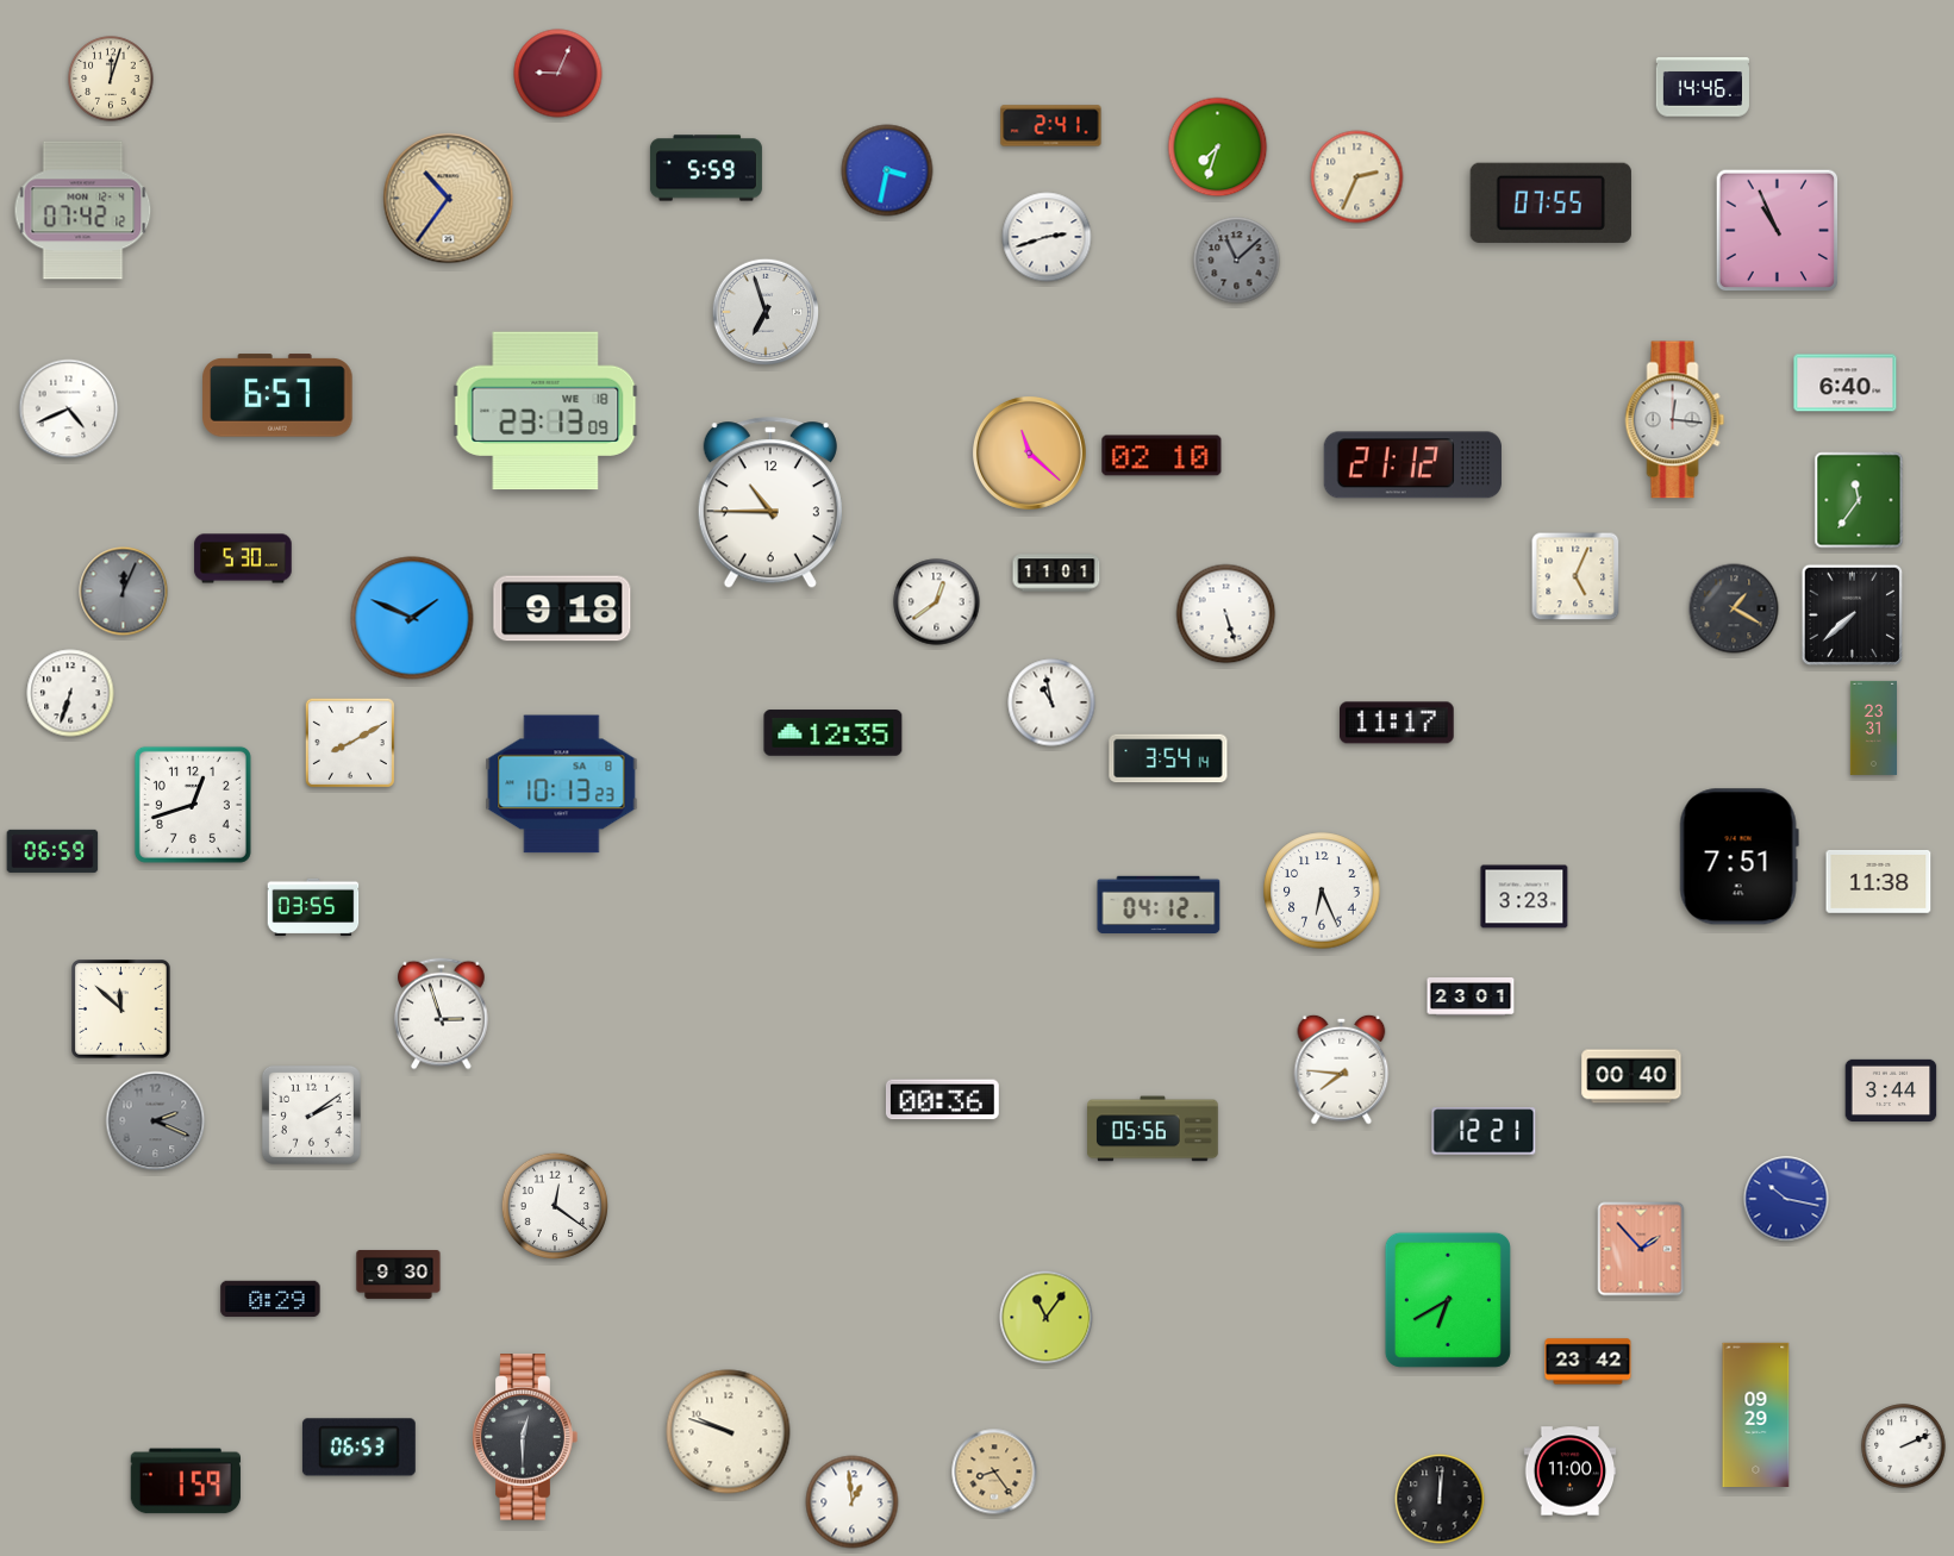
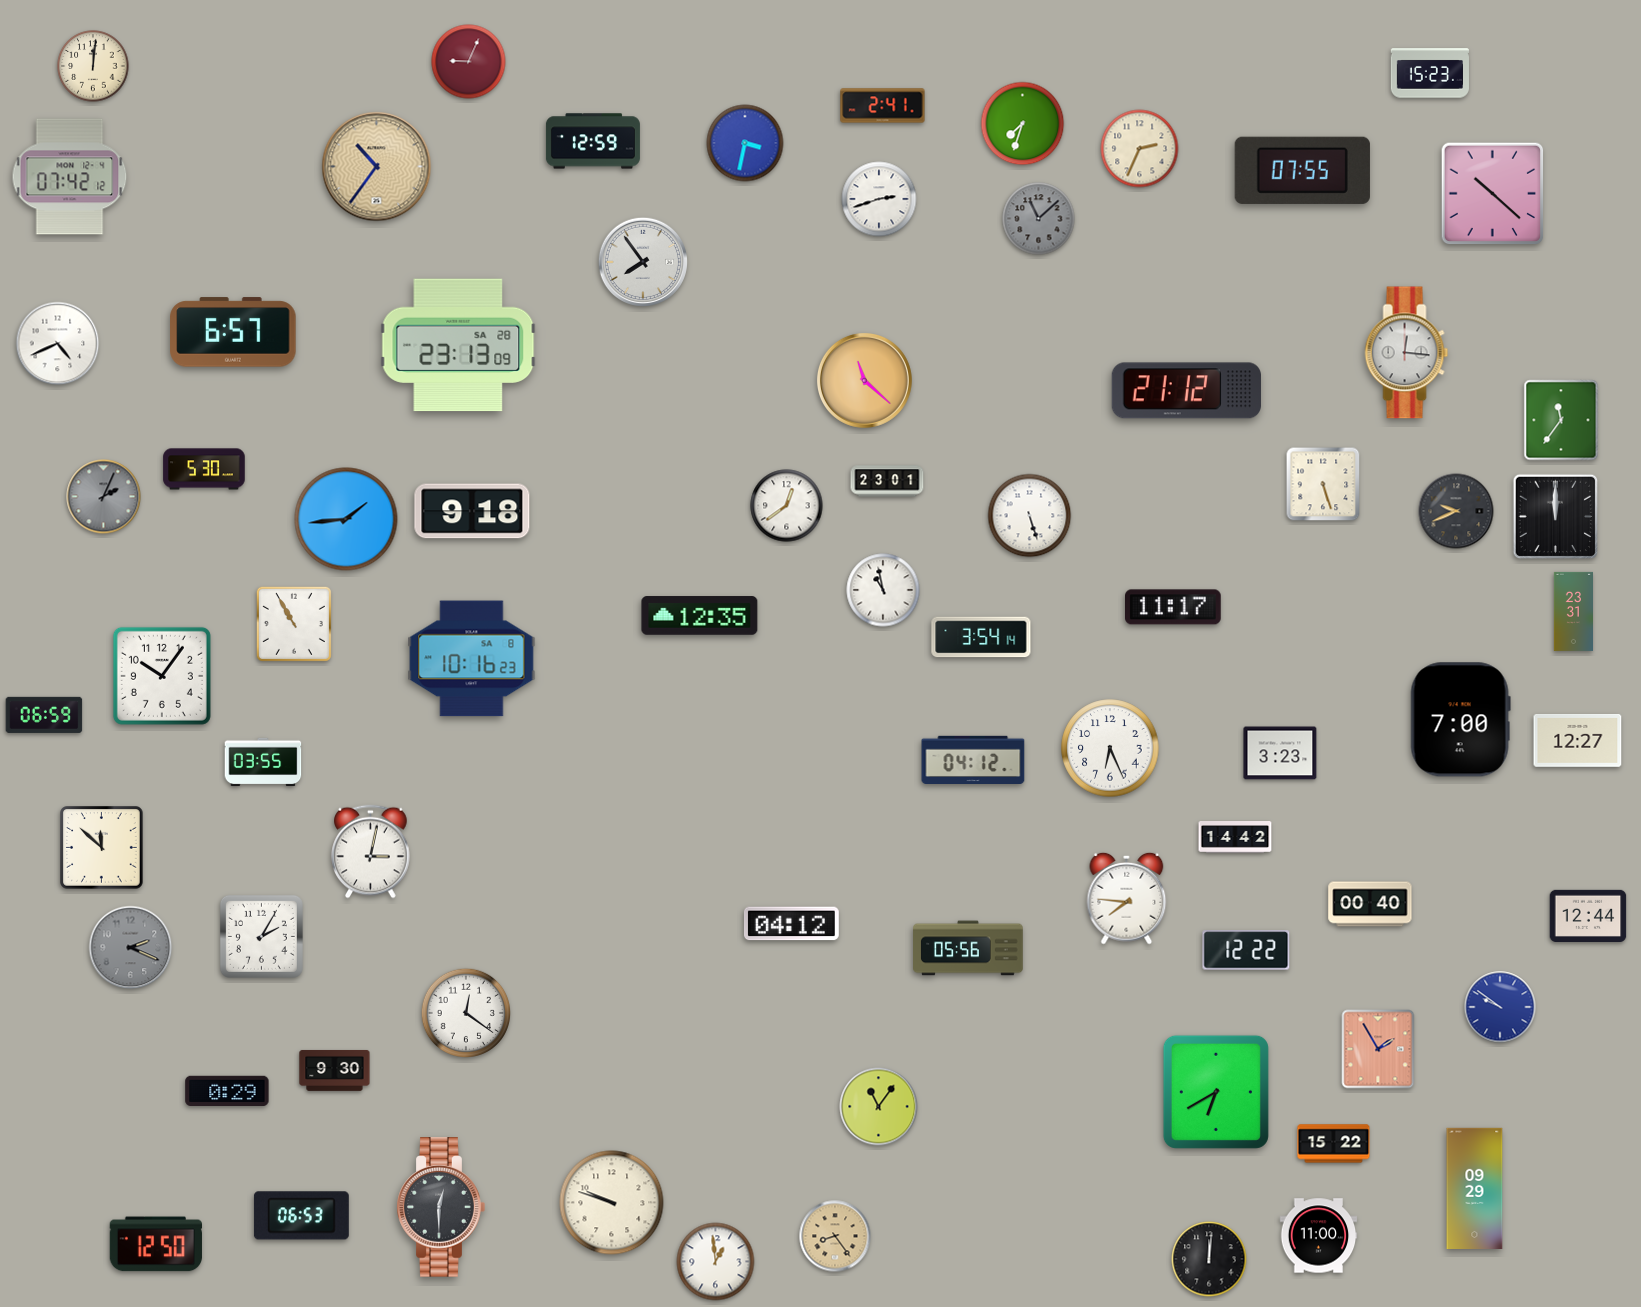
clock at (111, 79): 12:03 -> 12:01
clock at (1703, 87): 14:46 -> 15:23
clock at (706, 168): 5:59 -> 12:59
clock at (1778, 231): 10:56 -> 10:22
clock at (764, 311): 6:57 -> 7:54
clock at (1846, 383): 6:40 -> none
clock at (545, 411) date: WE 18 -> SA 28
clock at (1162, 456): 02:10 -> none
clock at (770, 504): 10:45 -> none
clock at (1056, 573): 11:01 -> 23:01
clock at (1575, 576): 5:04 -> 5:27
clock at (124, 592): 12:04 -> 2:04
clock at (1734, 608): 1:20 -> 9:41
clock at (1853, 615): 7:38 -> 12:00
clock at (412, 618): 1:49 -> 1:44
clock at (70, 693): 6:33 -> none
clock at (350, 743): 8:10 -> 10:55
clock at (562, 785): 10:13 -> 10:16
clock at (193, 805): 12:42 -> 10:06
clock at (1738, 857): 7:51 -> 7:00
clock at (1879, 881): 11:38 -> 12:27
clock at (1471, 998): 23:01 -> 14:42
clock at (442, 1014): 2:57 -> 3:02
clock at (1891, 1089): 3:44 -> 12:44
clock at (942, 1100): 00:36 -> 04:12
clock at (311, 1114): 2:09 -> 2:05
clock at (156, 1121) position: (156, 1121) -> (131, 948)
clock at (1484, 1131): 12:21 -> 12:22
clock at (1786, 1199): 10:17 -> 9:51
clock at (1641, 1249): 1:53 -> 1:55
clock at (1588, 1362): 23:42 -> 15:22
clock at (1904, 1446): 2:11 -> none
clock at (186, 1481): 1:59 -> 12:50
